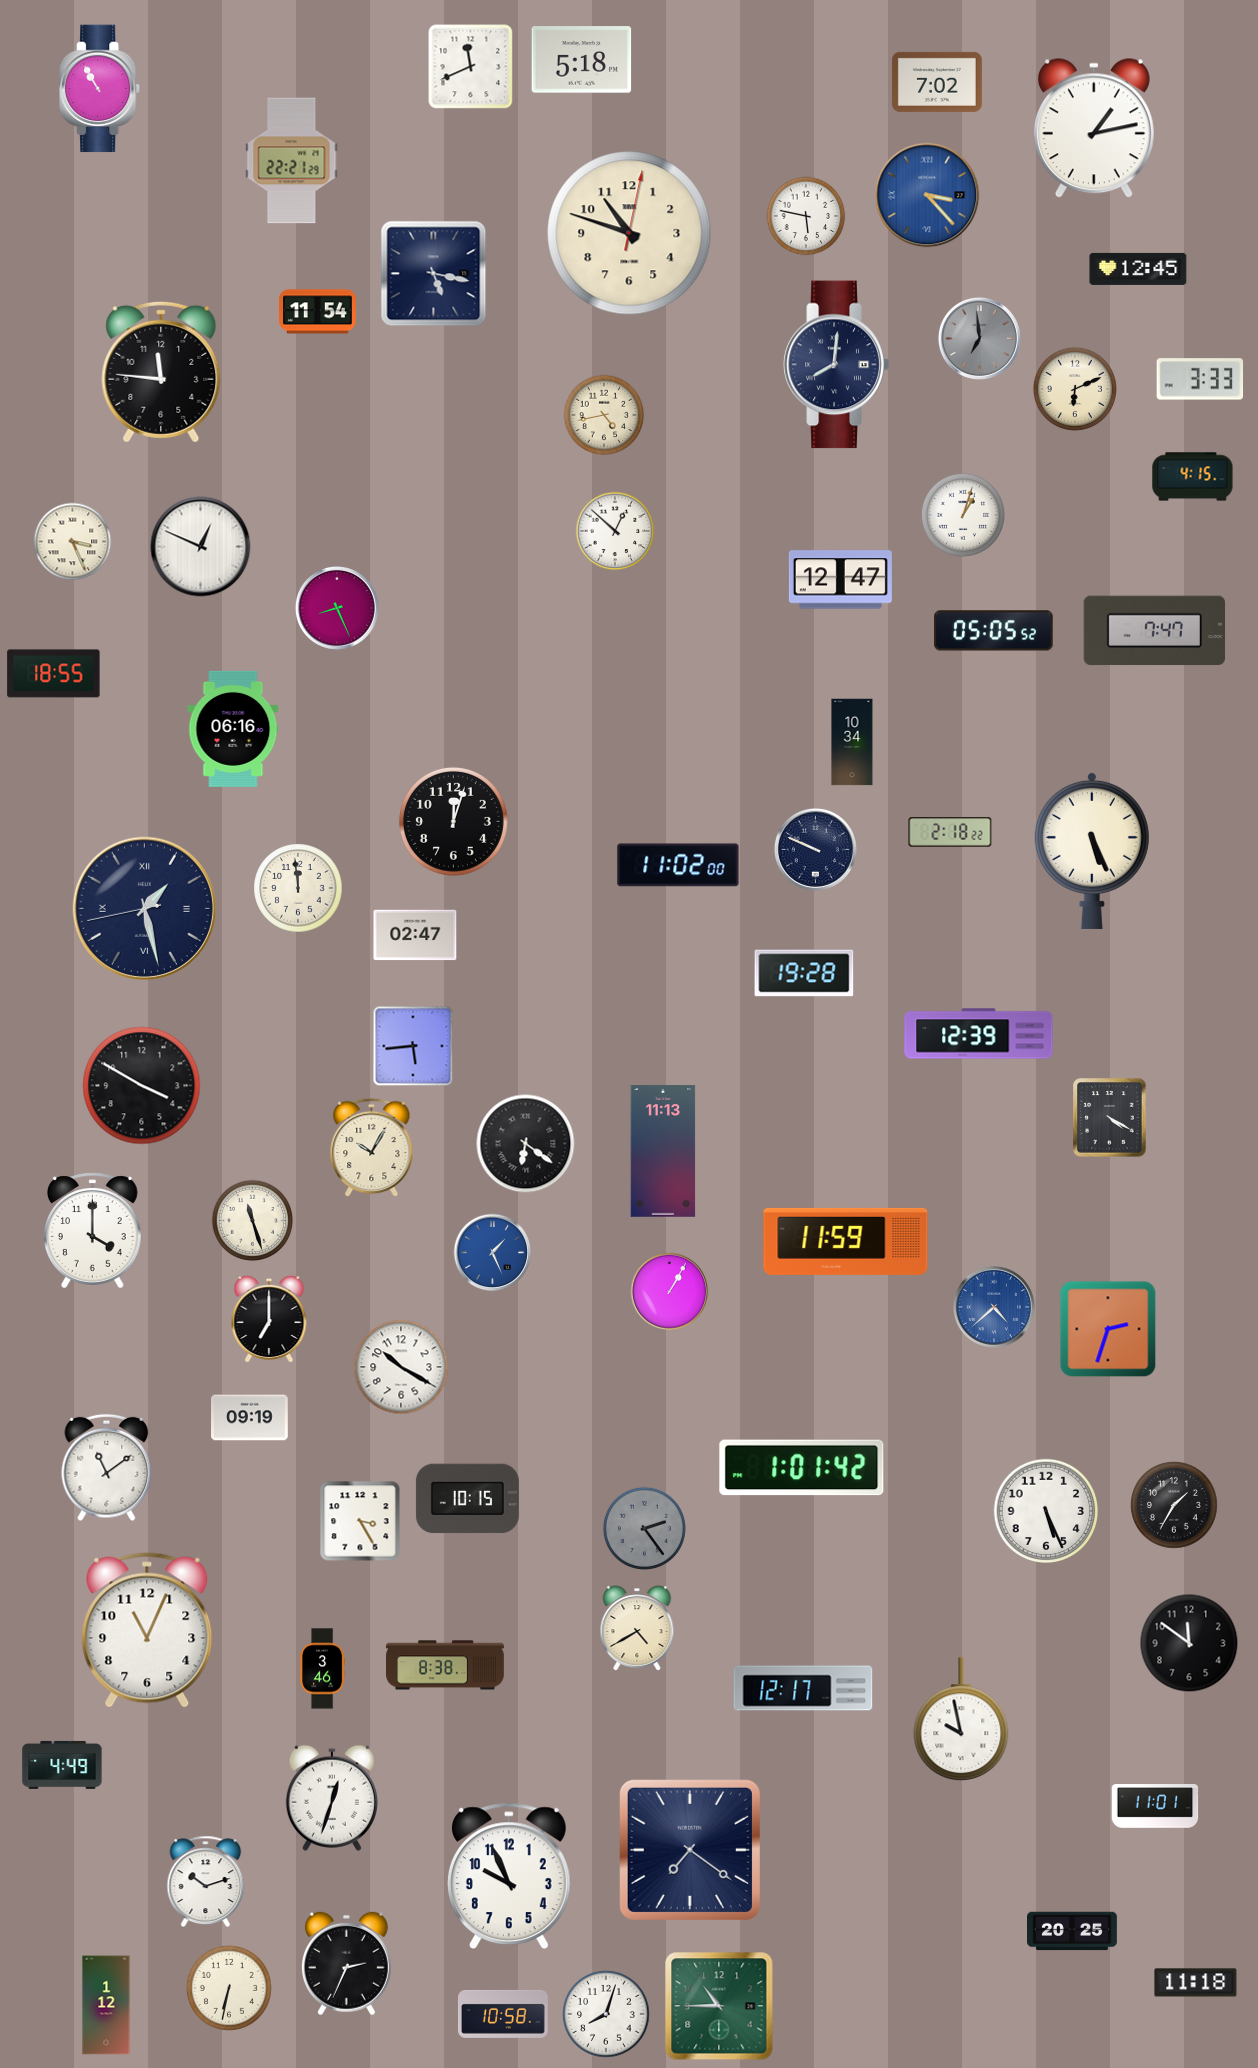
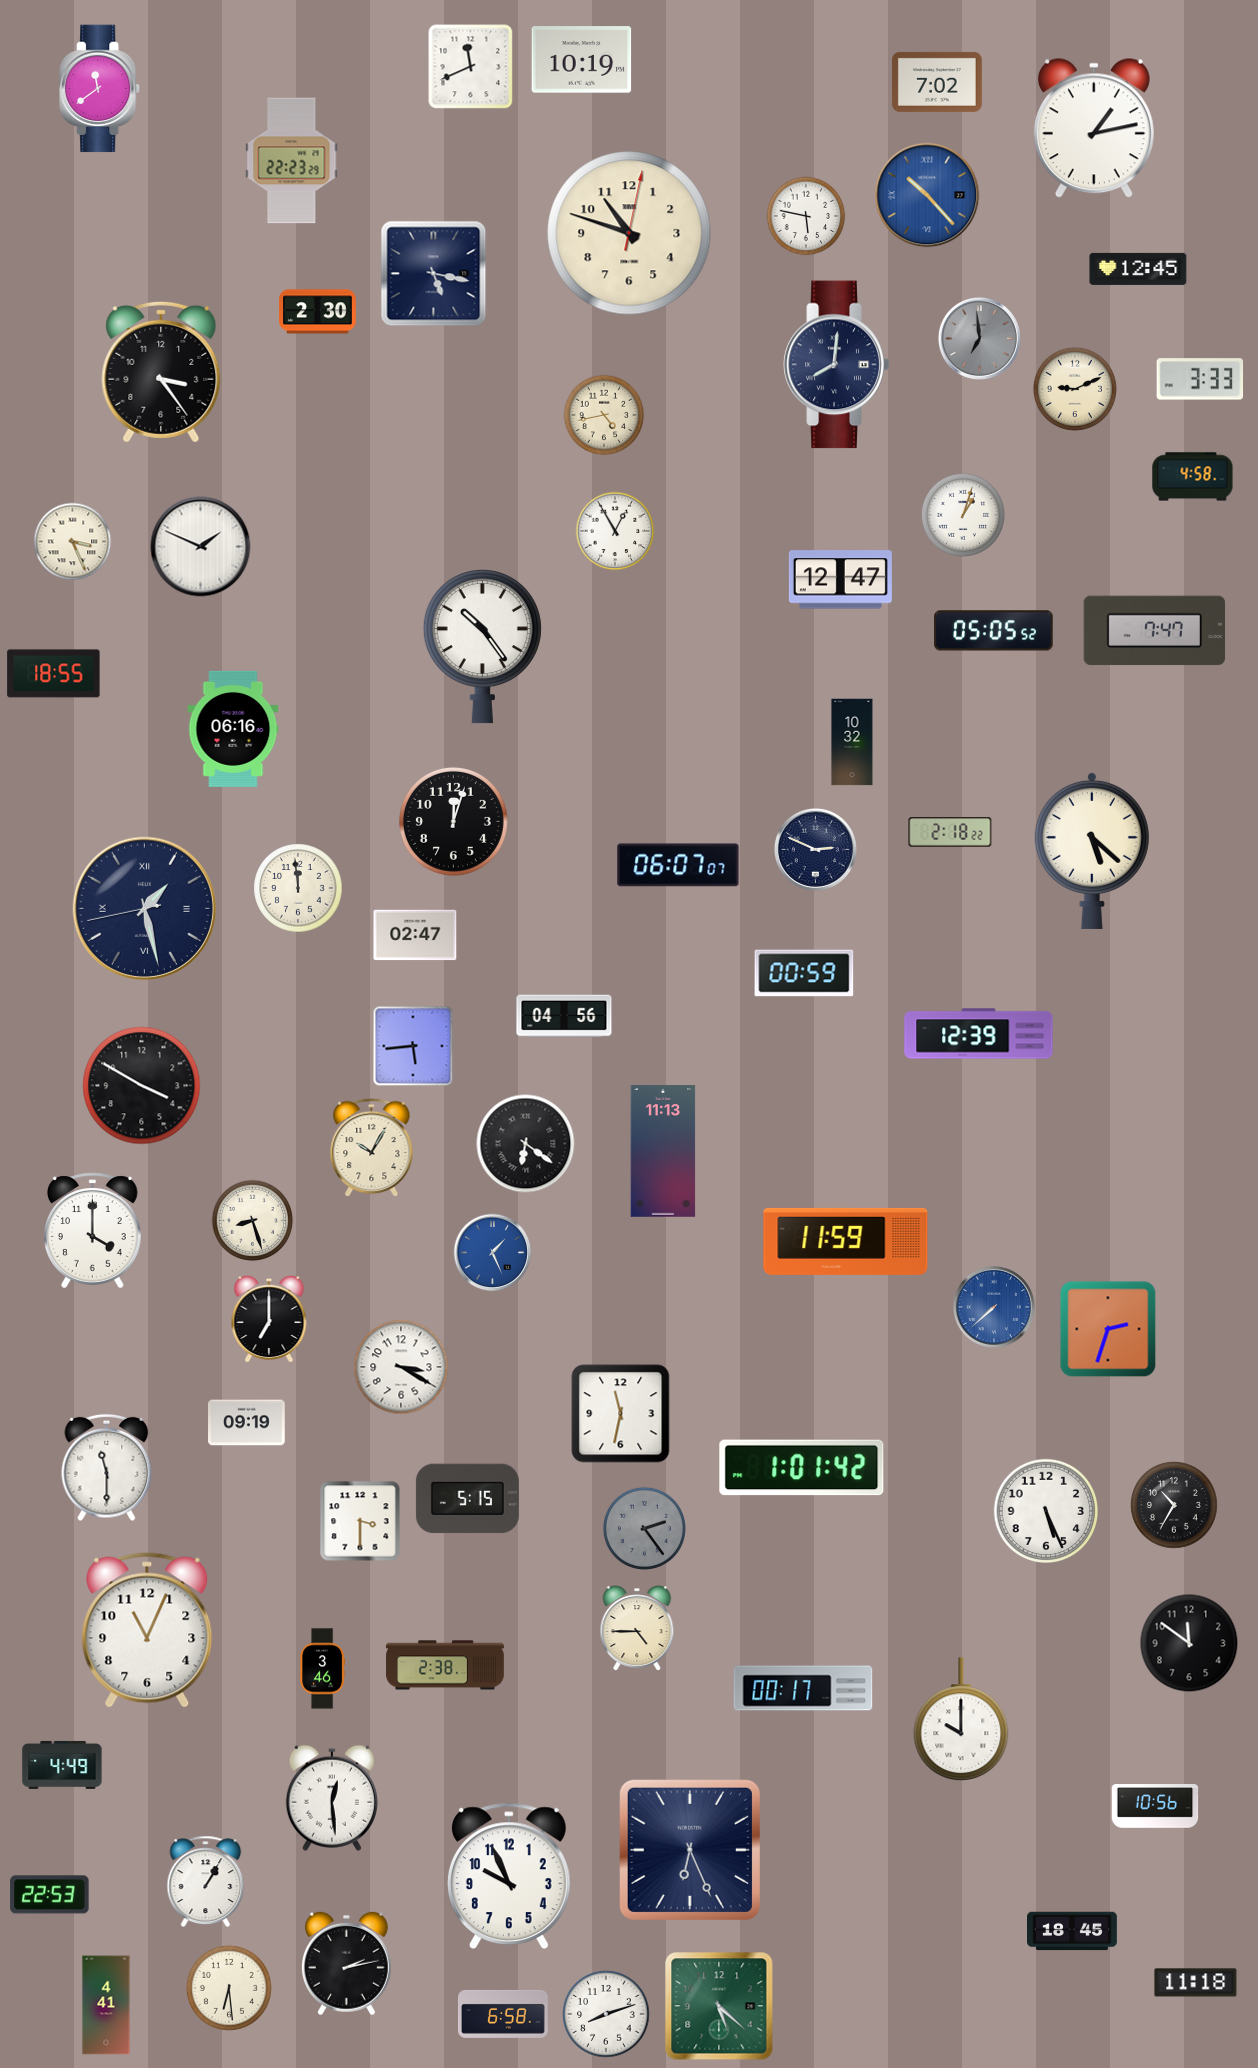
clock at (582, 60): 5:18 -> 10:19
clock at (100, 89): 10:55 -> 11:39
clock at (292, 161): 22:21 -> 22:23
clock at (927, 195): 3:23 -> 10:23
clock at (318, 312): 11:54 -> 2:30
clock at (161, 372): 11:46 -> 3:24
clock at (1075, 389): 6:11 -> 9:11
clock at (1193, 477): 4:15 -> 4:58
clock at (615, 531): 12:52 -> 12:55
clock at (201, 547): 12:49 -> 1:49
clock at (337, 608): 8:26 -> none
clock at (482, 647): none -> 10:24
clock at (852, 742): 10:34 -> 10:32
clock at (815, 849): 9:49 -> 2:49
clock at (1092, 850): 5:26 -> 5:22
clock at (678, 865): 11:02 -> 06:07
clock at (804, 973): 19:28 -> 00:59
clock at (564, 1016): none -> 04:56
clock at (1110, 1118): 4:20 -> none
clock at (253, 1221): 11:27 -> 8:27
clock at (670, 1292): 1:05 -> none
clock at (994, 1307): 4:38 -> 7:38
clock at (401, 1367): 10:20 -> 3:20
clock at (621, 1414): none -> 11:32
clock at (250, 1418) position: (250, 1418) -> (247, 1423)
clock at (107, 1468): 11:09 -> 11:30
clock at (467, 1499): 10:15 -> 5:15
clock at (1174, 1505): 1:35 -> 10:35
clock at (360, 1521): 3:25 -> 3:30
clock at (637, 1628): 4:40 -> 4:45
clock at (445, 1665): 8:38 -> 2:38
clock at (803, 1688): 12:17 -> 00:17
clock at (961, 1720): 9:58 -> 10:00
clock at (332, 1798): 12:33 -> 12:29
clock at (1155, 1806): 11:01 -> 10:56
clock at (690, 1850): 7:21 -> 6:26
clock at (206, 1881): 10:12 -> 1:05
clock at (50, 1895): none -> 22:53
clock at (1073, 1931): 20:25 -> 18:45
clock at (346, 1964): 2:34 -> 2:13
clock at (229, 1988): 6:32 -> 6:29
clock at (106, 2005): 1:12 -> 4:41
clock at (719, 2006): 10:45 -> 5:22
clock at (504, 2014): 10:58 -> 6:58
clock at (606, 2014): 8:03 -> 8:12
